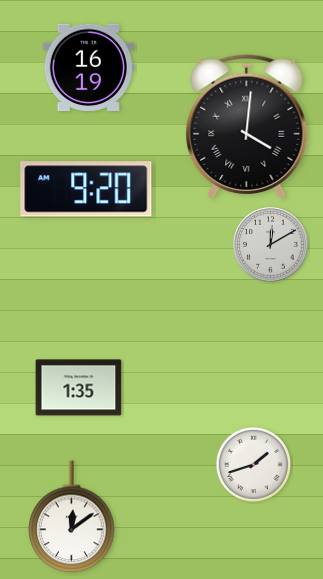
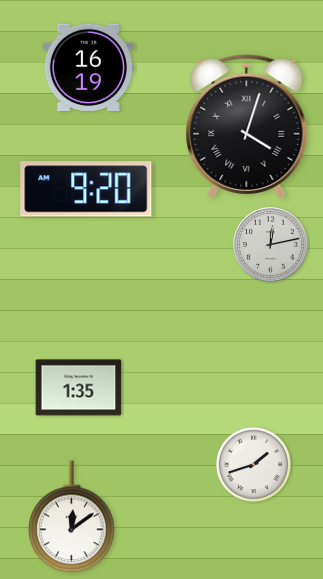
clock at (247, 127): 4:01 -> 4:03
clock at (271, 245): 12:10 -> 12:13
